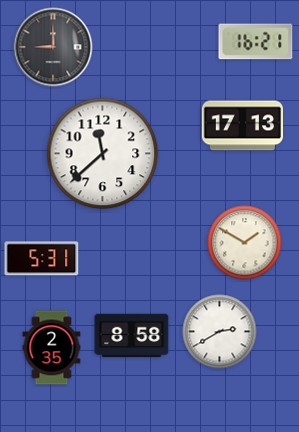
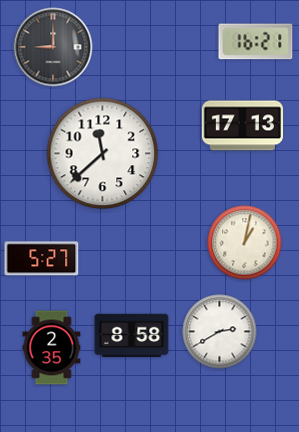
clock at (245, 243): 1:50 -> 1:02
clock at (42, 259): 5:31 -> 5:27
